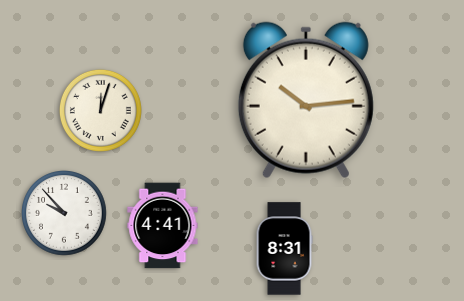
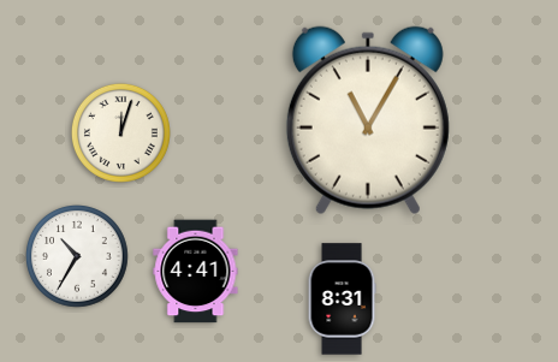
clock at (306, 100): 10:14 -> 11:05
clock at (65, 214): 9:53 -> 10:35
